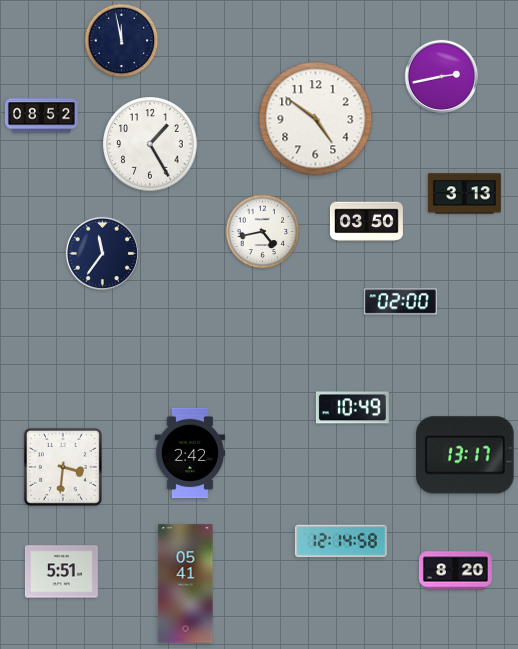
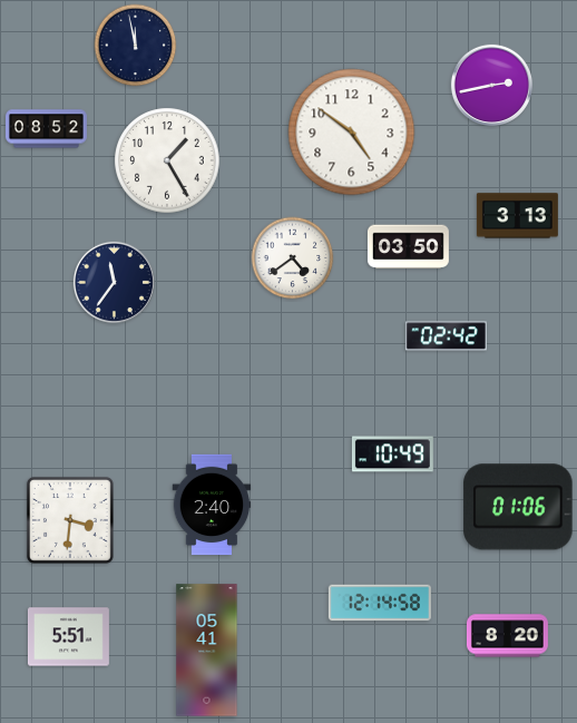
clock at (263, 232): 4:43 -> 4:39
clock at (400, 302): 02:00 -> 02:42
clock at (190, 453): 2:42 -> 2:40
clock at (465, 455): 13:17 -> 01:06
